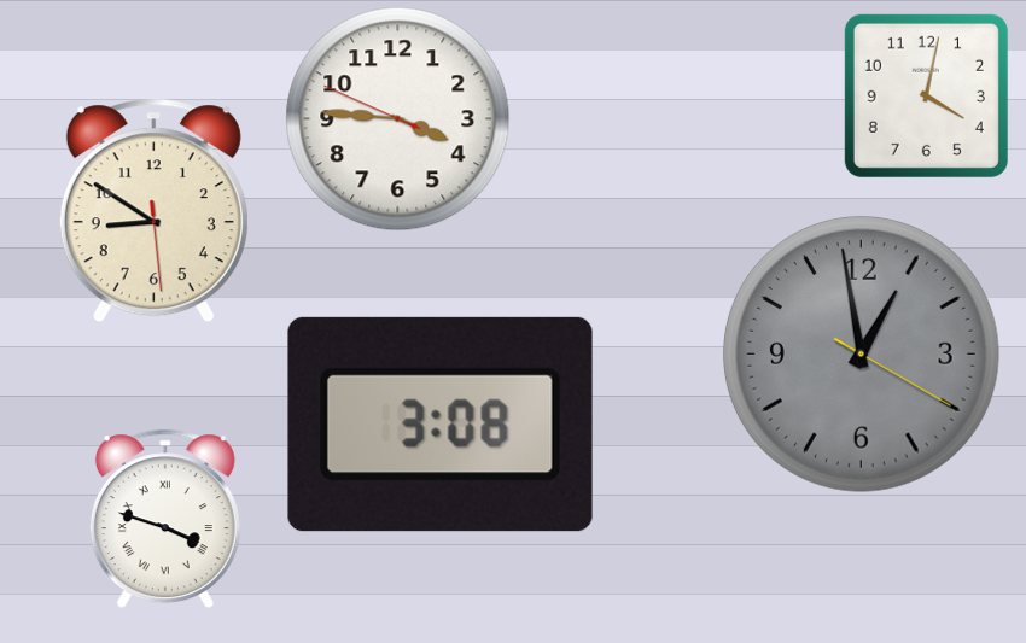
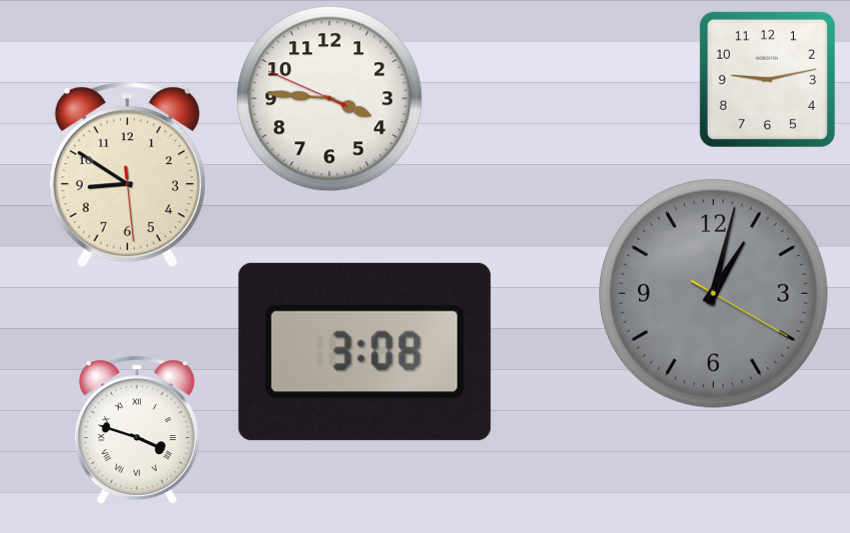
clock at (926, 95): 4:02 -> 9:13
clock at (861, 353): 12:58 -> 1:02
